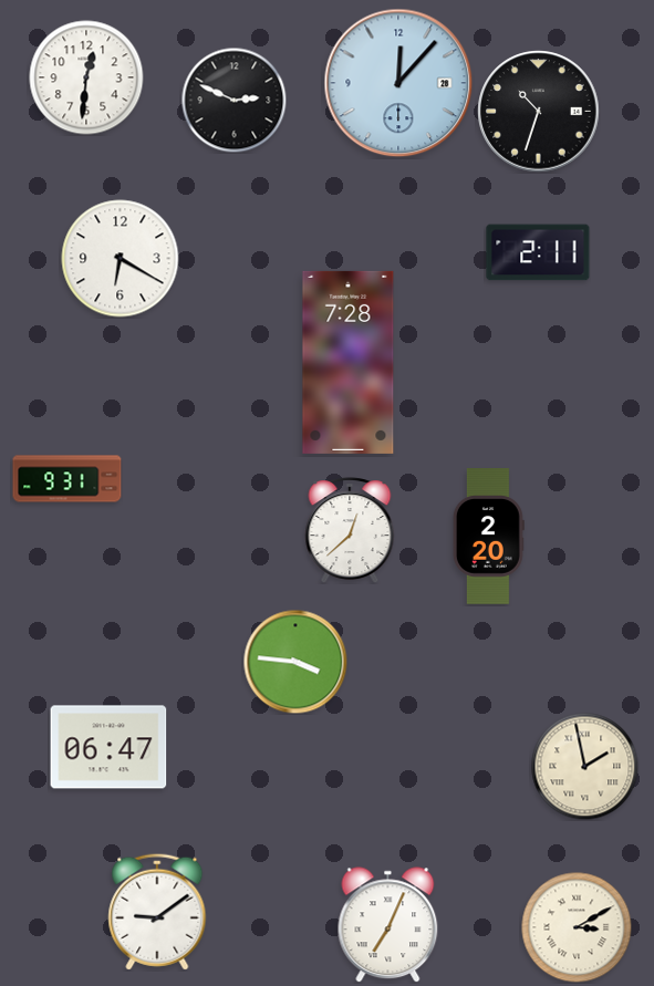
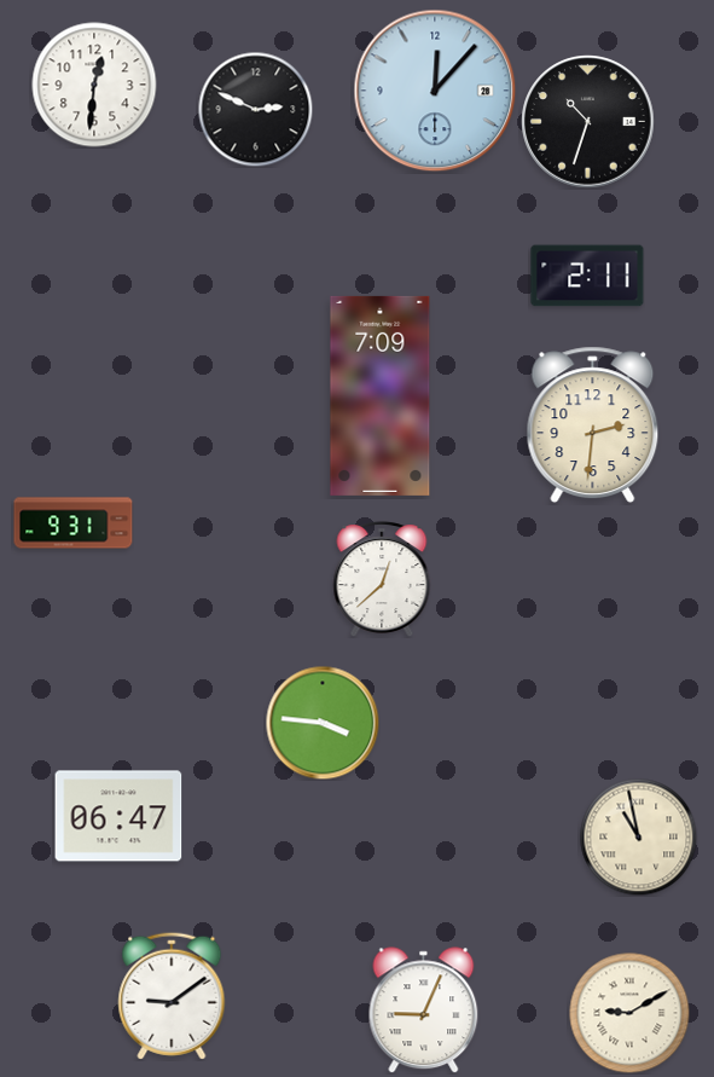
clock at (121, 259): 6:20 -> none
clock at (349, 362): 7:28 -> 7:09
clock at (593, 425): none -> 2:31
clock at (488, 537): 2:20 -> none
clock at (584, 766): 1:58 -> 10:58
clock at (388, 925): 7:04 -> 9:04
clock at (577, 927): 3:10 -> 9:10
